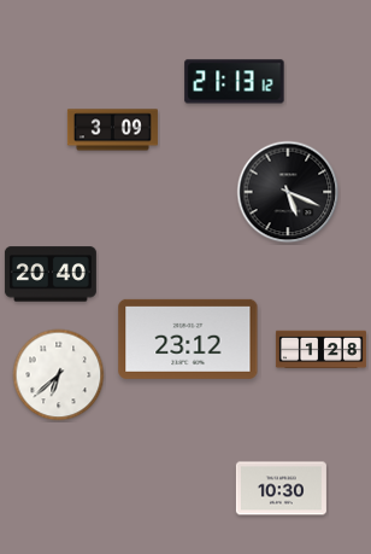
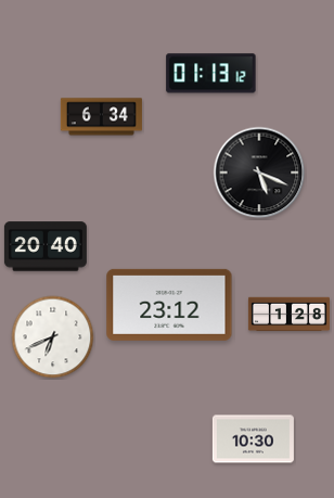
clock at (235, 82): 21:13 -> 01:13
clock at (112, 130): 3:09 -> 6:34
clock at (59, 375): 6:38 -> 6:41
